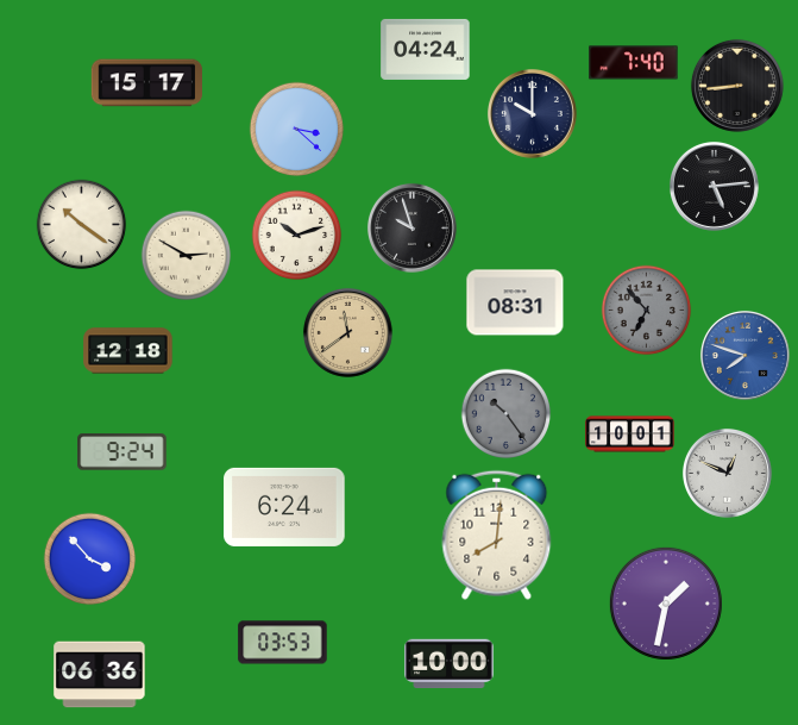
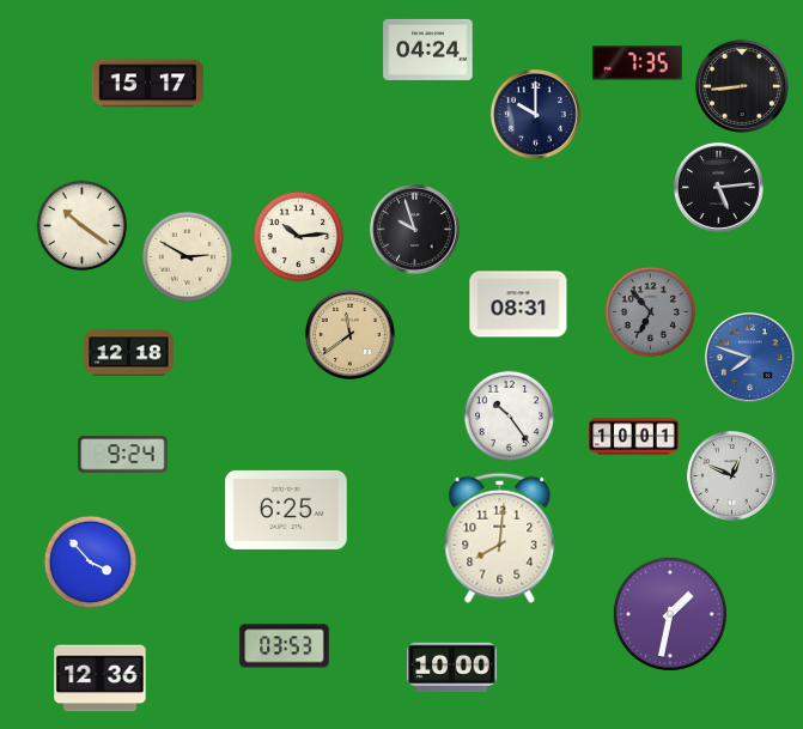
clock at (634, 63): 7:40 -> 7:35
clock at (297, 130): 3:22 -> none
clock at (297, 236): 10:12 -> 10:14
clock at (507, 414) dial: grey -> white
clock at (284, 507): 6:24 -> 6:25
clock at (666, 604) position: (666, 604) -> (670, 614)
clock at (100, 675): 06:36 -> 12:36
